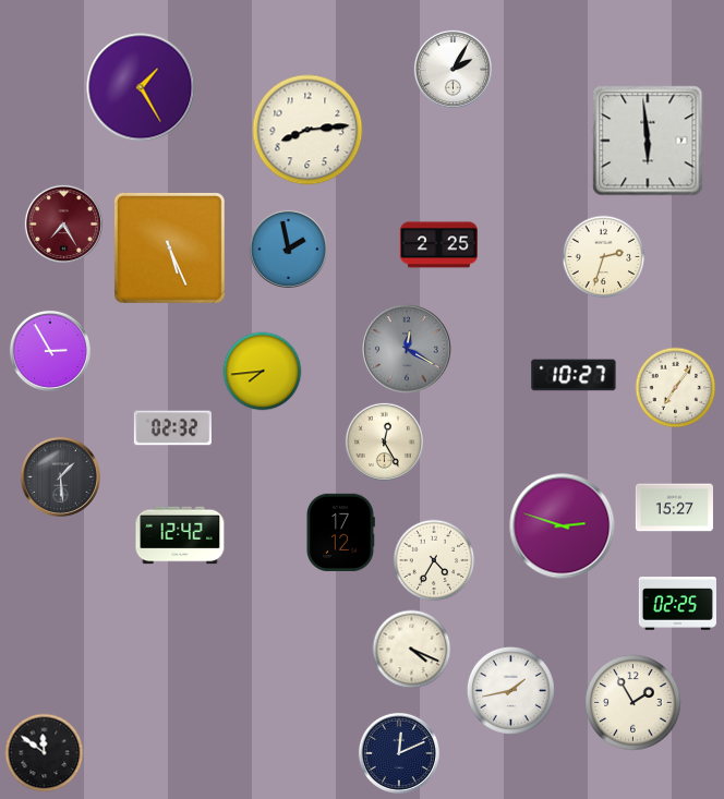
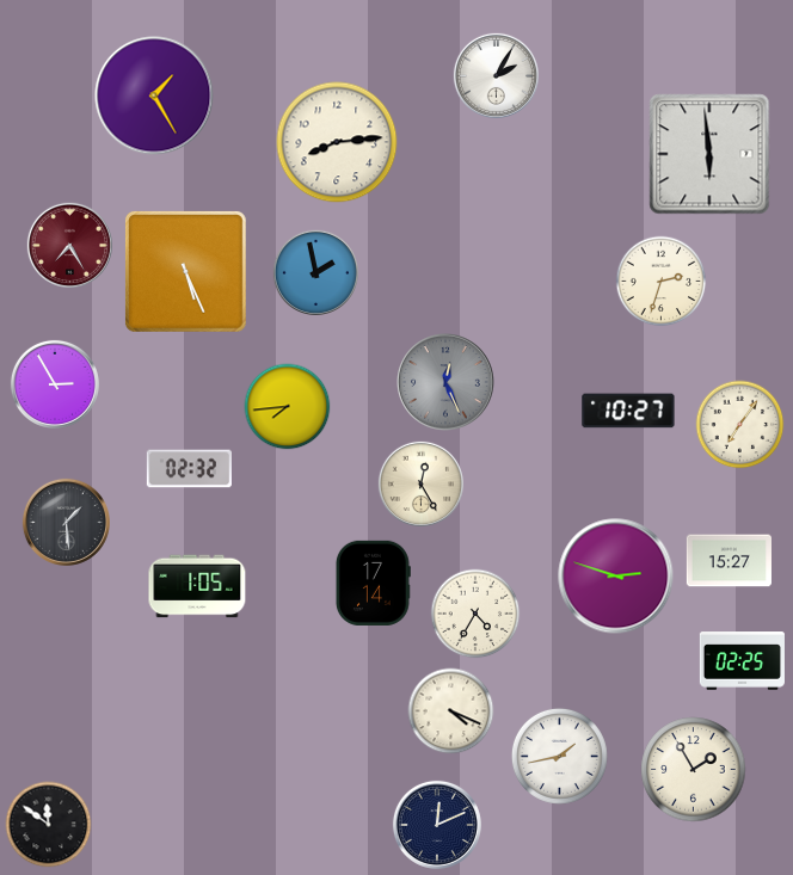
clock at (438, 245): 2:25 -> none
clock at (407, 349): 12:20 -> 12:26
clock at (674, 508) position: (674, 508) -> (729, 561)
clock at (340, 532): 17:12 -> 17:14
clock at (180, 535): 12:42 -> 1:05
